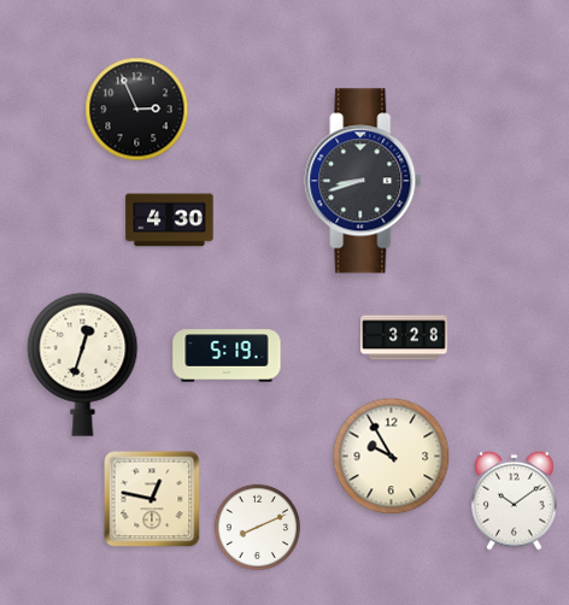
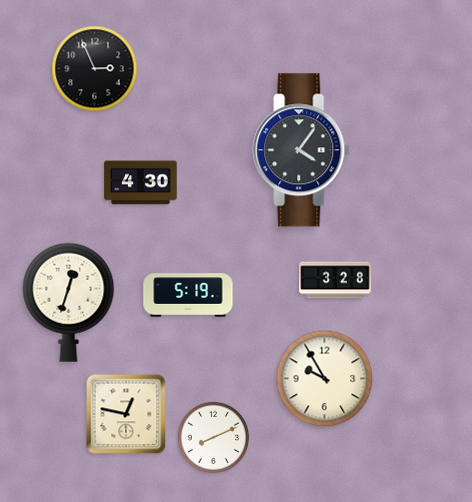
clock at (137, 110) position: (137, 110) -> (95, 69)
clock at (363, 181): 8:42 -> 4:06
clock at (515, 500): 10:09 -> none
